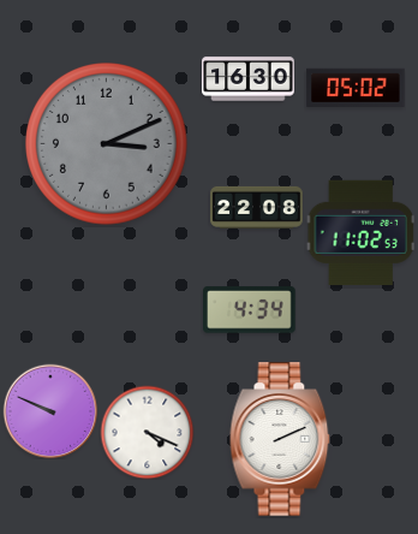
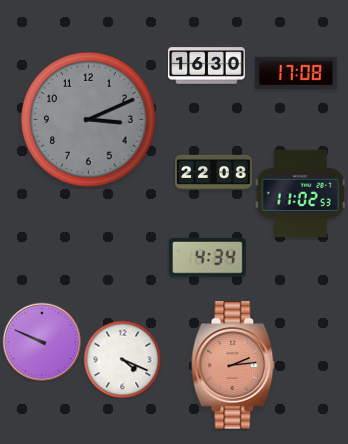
clock at (356, 88): 05:02 -> 17:08
clock at (280, 439): 2:11 -> 2:14
clock at (280, 439) dial: white -> salmon
